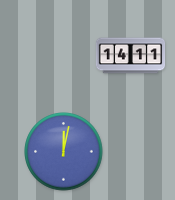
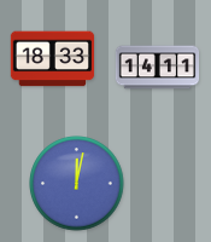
clock at (53, 59): none -> 18:33
